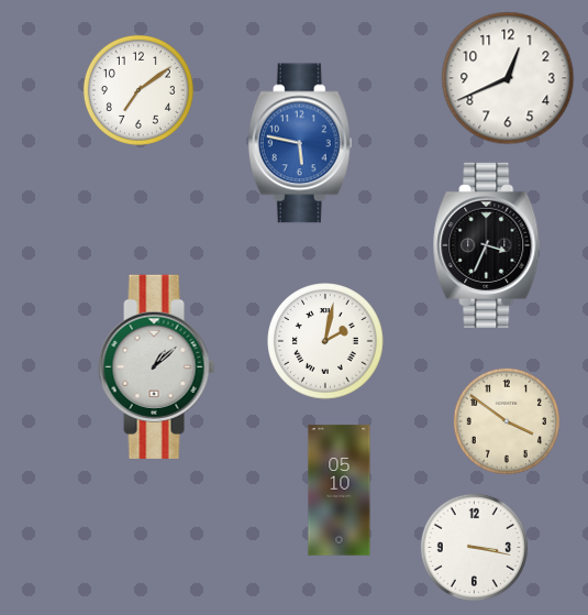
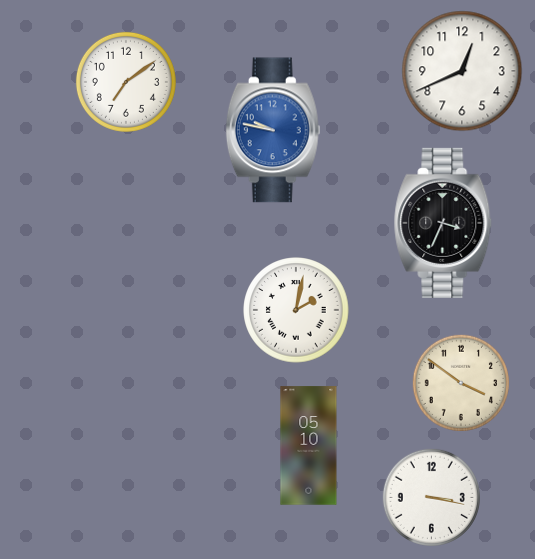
clock at (300, 143): 5:47 -> 9:47
clock at (157, 366): 1:08 -> none
